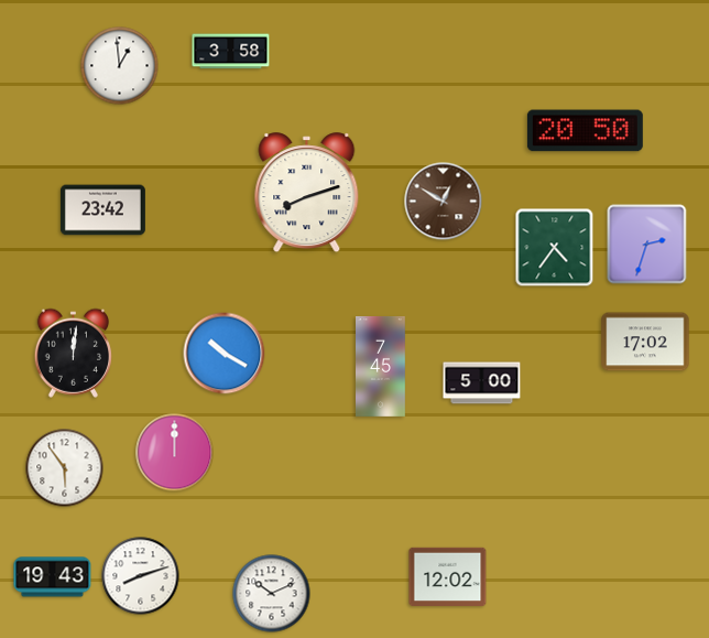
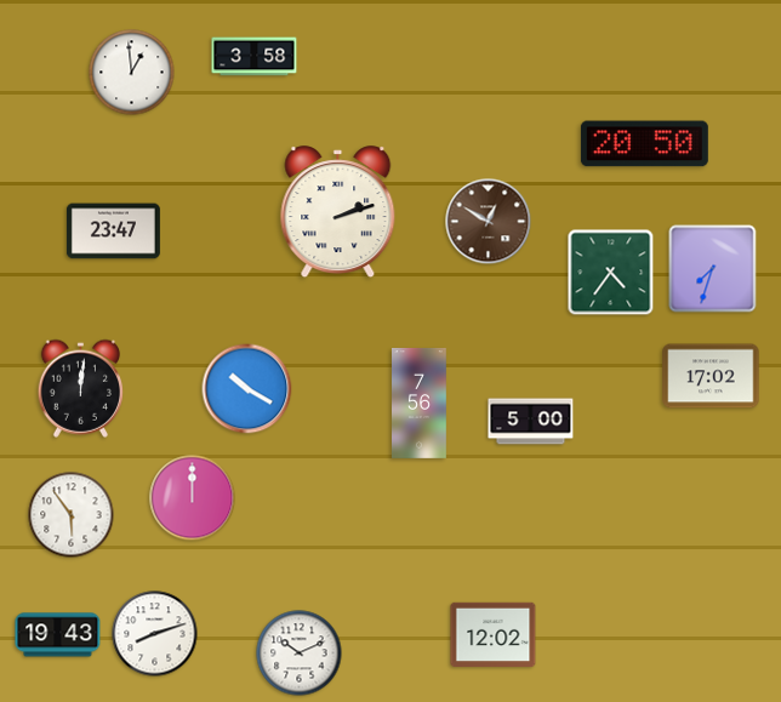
clock at (307, 193): 8:12 -> 2:12
clock at (102, 210): 23:42 -> 23:47
clock at (647, 245): 2:33 -> 7:33
clock at (381, 366): 7:45 -> 7:56
